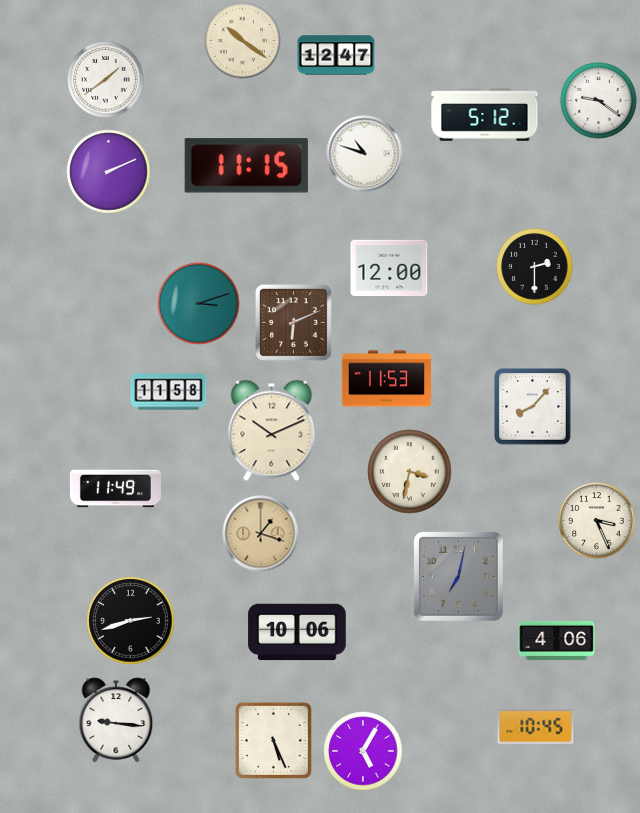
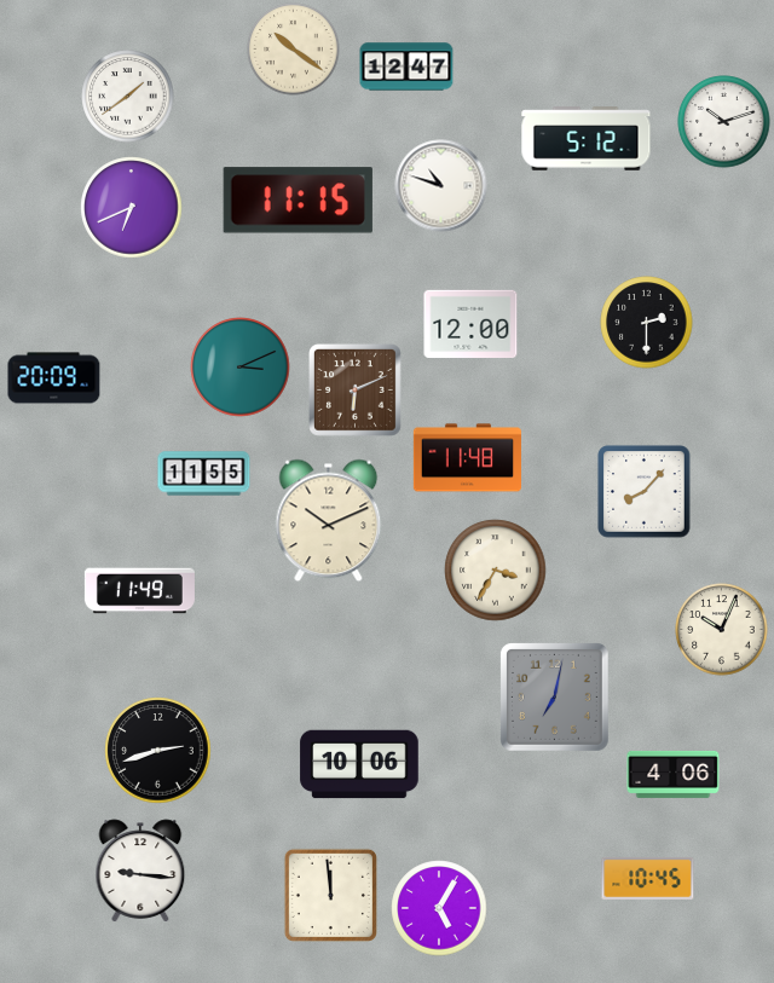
clock at (599, 101): 9:21 -> 10:12
clock at (109, 172): 2:11 -> 6:41
clock at (199, 304): 3:12 -> 3:11
clock at (54, 378): none -> 20:09
clock at (386, 379): 11:53 -> 11:48
clock at (169, 392): 11:58 -> 11:55
clock at (410, 472): 3:32 -> 3:35
clock at (597, 521): 3:26 -> 10:04
clock at (261, 534): 1:18 -> none
clock at (273, 740): 5:26 -> 11:59
